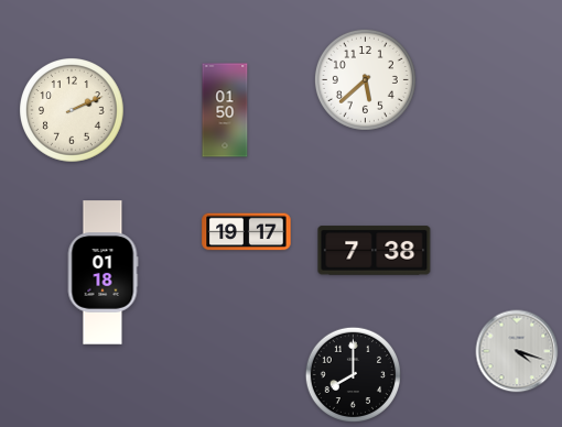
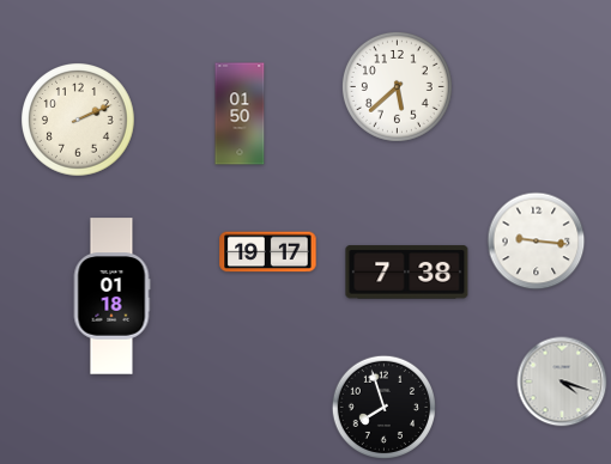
clock at (225, 110) position: (225, 110) -> (240, 114)
clock at (537, 242): none -> 9:16
clock at (354, 375): 8:00 -> 7:57
